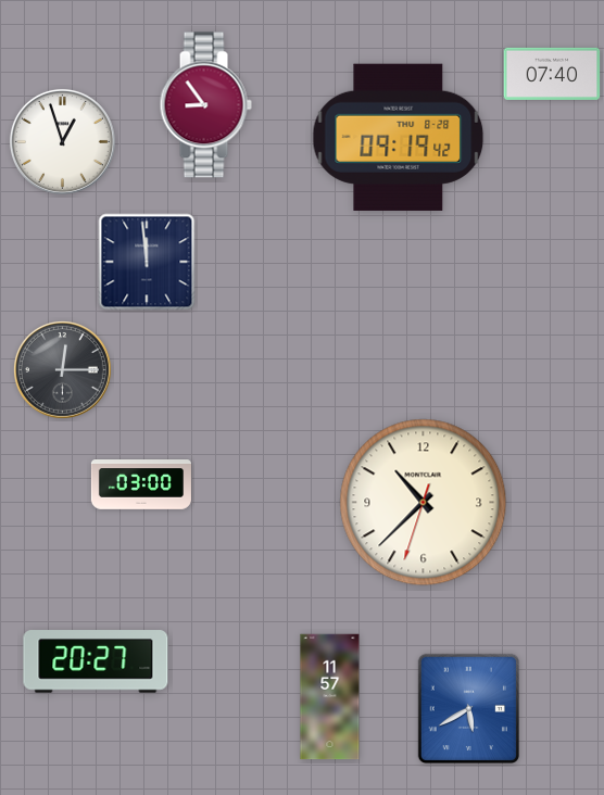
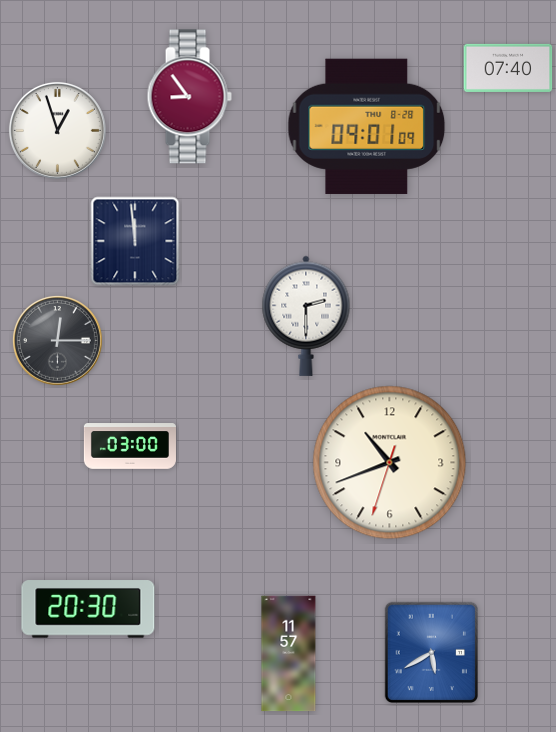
clock at (399, 137): 09:19 -> 09:01
clock at (306, 316): none -> 2:30
clock at (424, 503): 10:37 -> 10:41
clock at (96, 661): 20:27 -> 20:30
clock at (330, 697) position: (330, 697) -> (289, 654)
